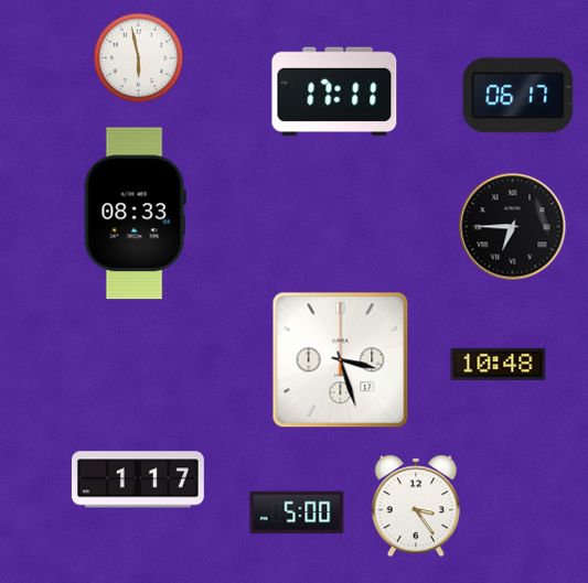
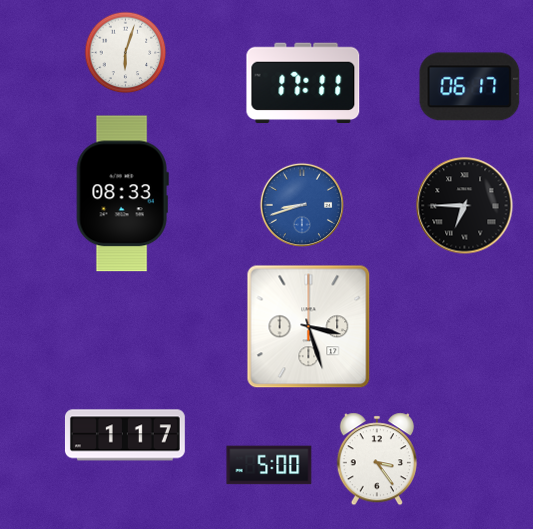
clock at (139, 58): 5:58 -> 6:03
clock at (302, 205): none -> 8:42
clock at (499, 364): 10:48 -> none
